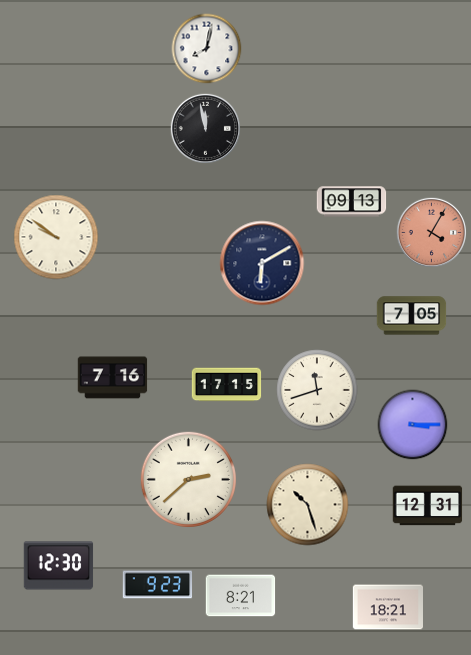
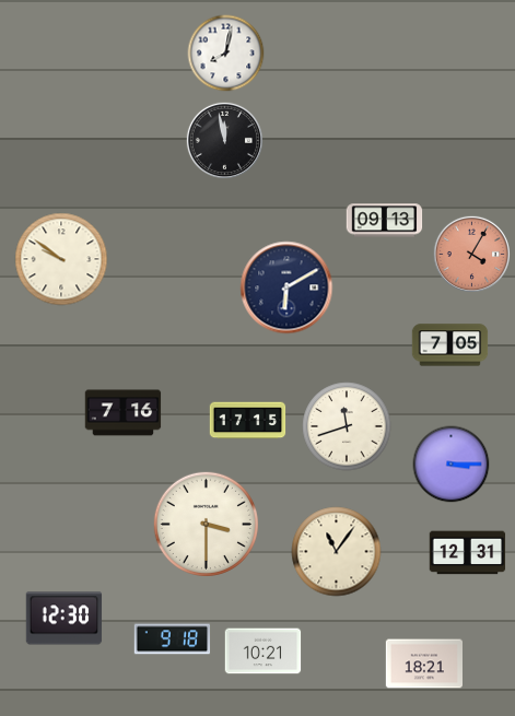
clock at (188, 479): 2:38 -> 3:30
clock at (308, 505): 10:27 -> 11:06
clock at (158, 585): 9:23 -> 9:18
clock at (241, 596): 8:21 -> 10:21
